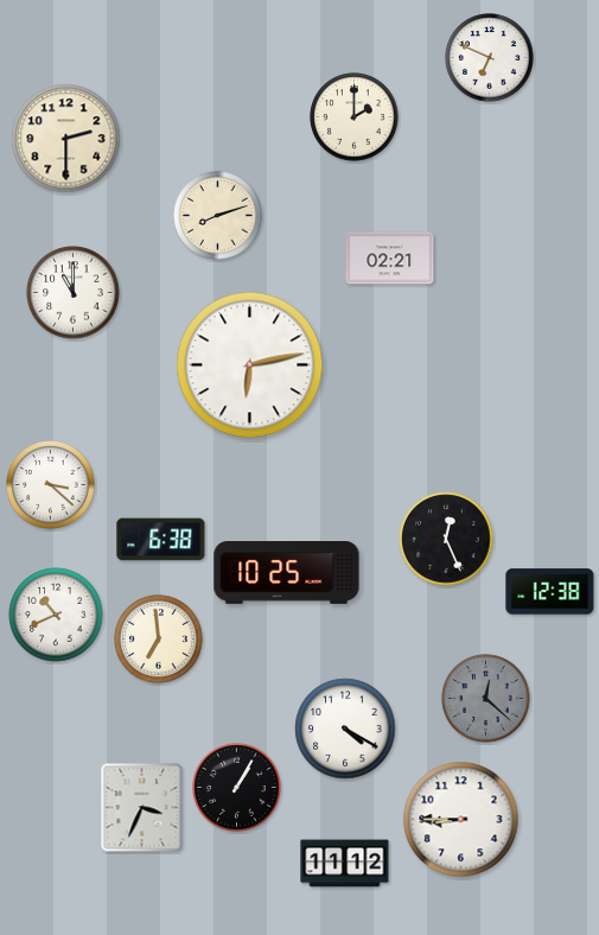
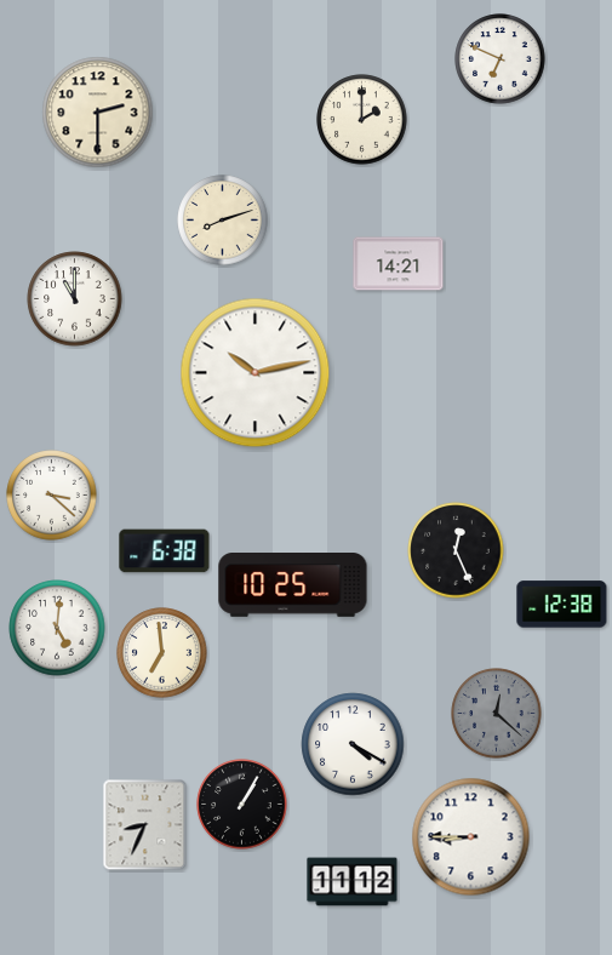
clock at (66, 139) position: (66, 139) -> (98, 113)
clock at (390, 259): 02:21 -> 14:21
clock at (250, 365): 6:13 -> 10:13
clock at (56, 615): 10:41 -> 5:01
clock at (142, 808): 3:34 -> 8:34
